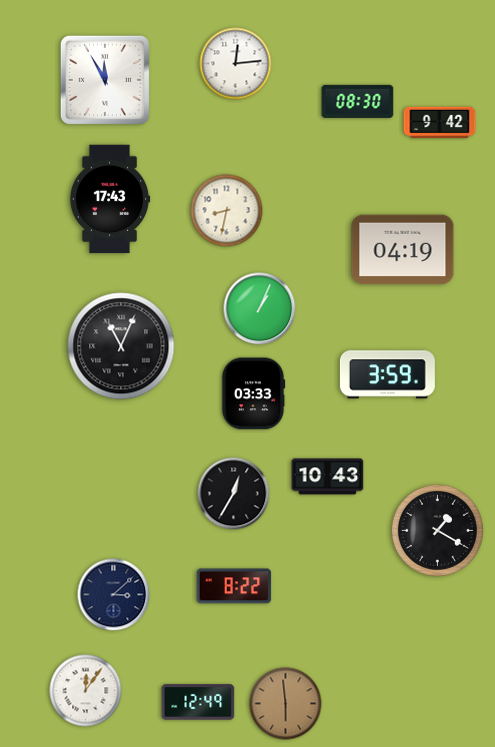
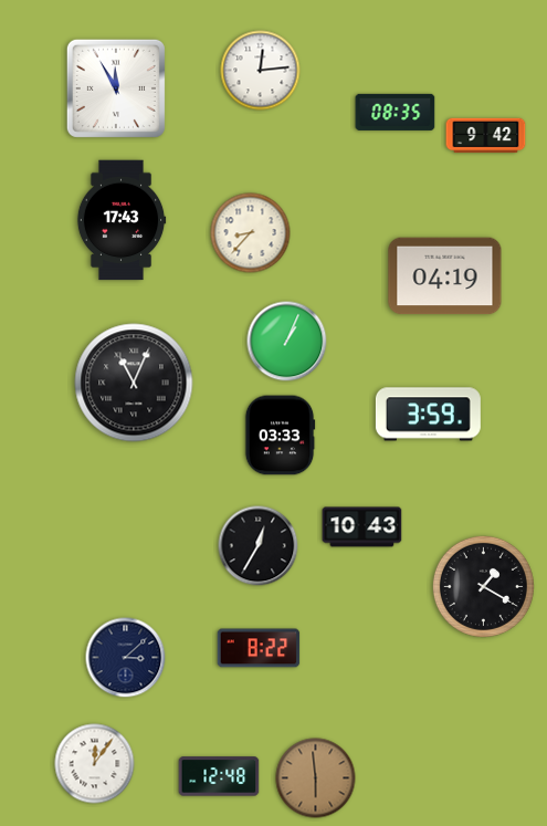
clock at (358, 101): 08:30 -> 08:35
clock at (227, 211): 8:32 -> 8:37
clock at (198, 702): 12:49 -> 12:48
